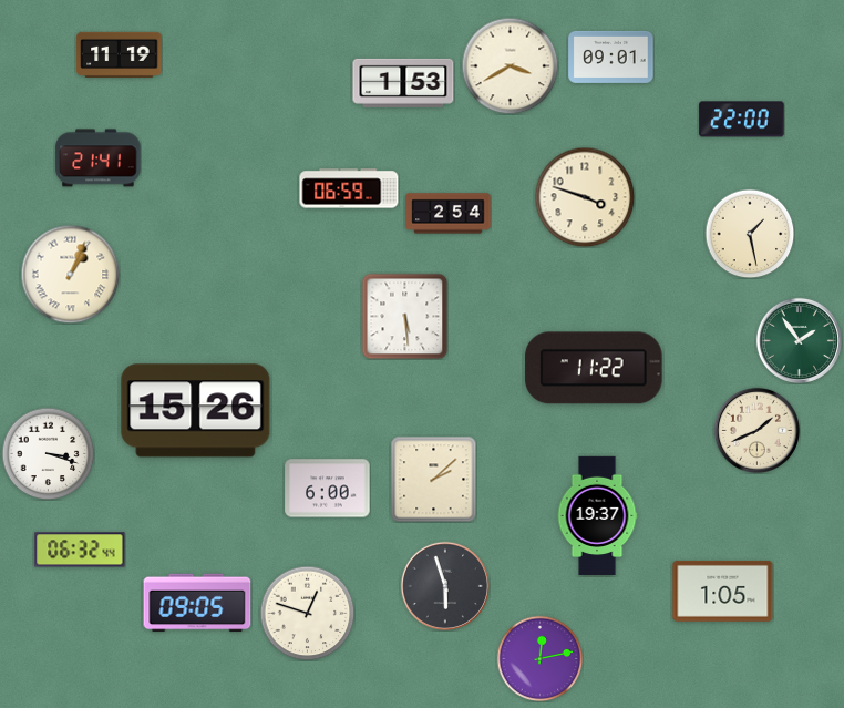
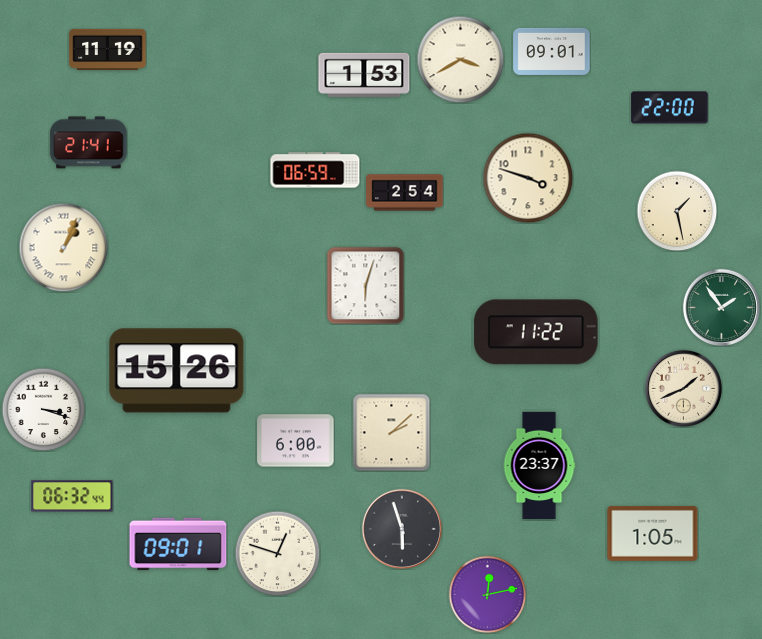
clock at (404, 316): 5:29 -> 6:03
clock at (597, 516): 19:37 -> 23:37
clock at (197, 603): 09:05 -> 09:01
